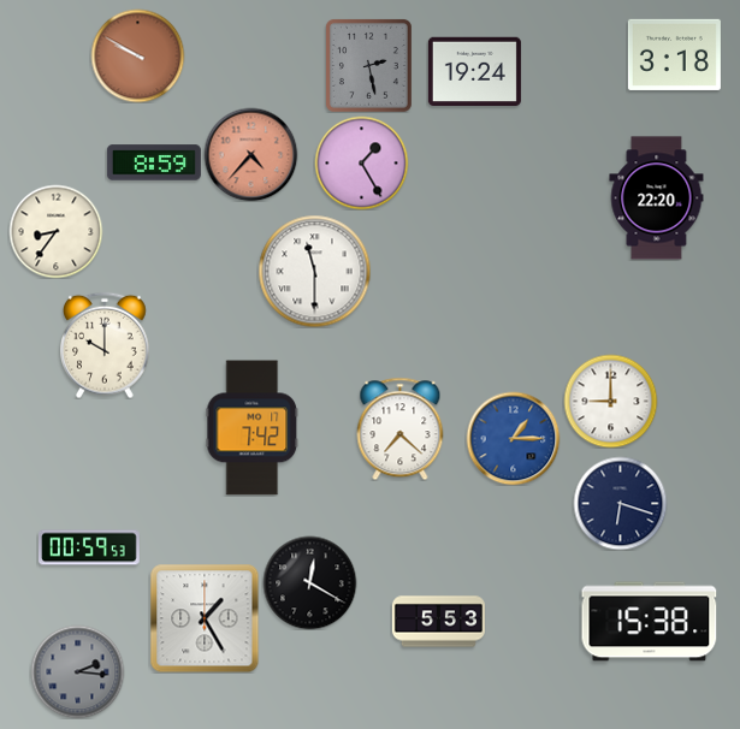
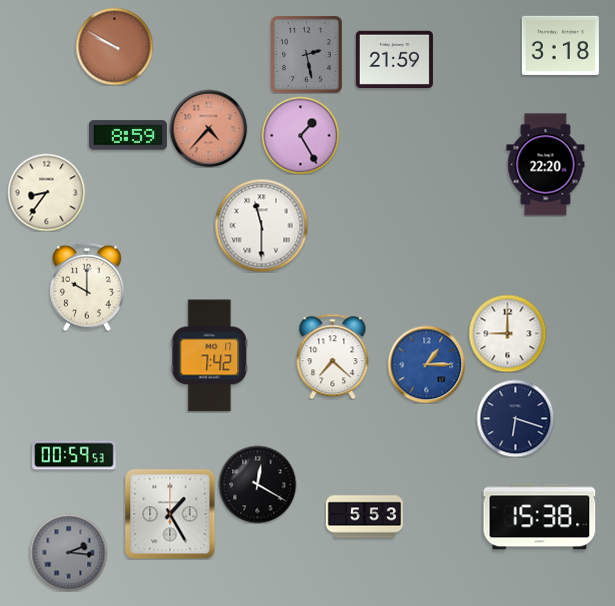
clock at (474, 72): 19:24 -> 21:59
clock at (77, 671) position: (77, 671) -> (68, 552)
